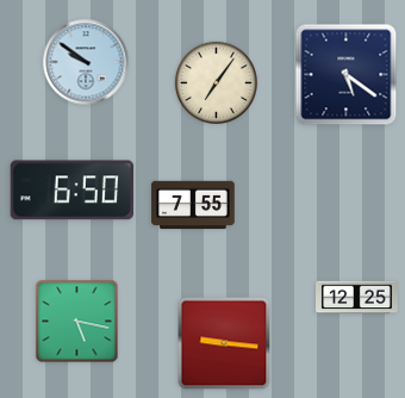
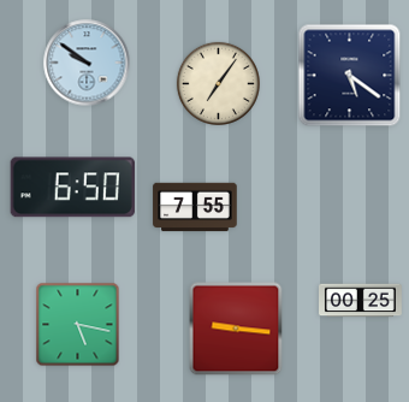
clock at (71, 191) position: (71, 191) -> (72, 188)
clock at (357, 298): 12:25 -> 00:25
clock at (224, 343) position: (224, 343) -> (236, 329)
